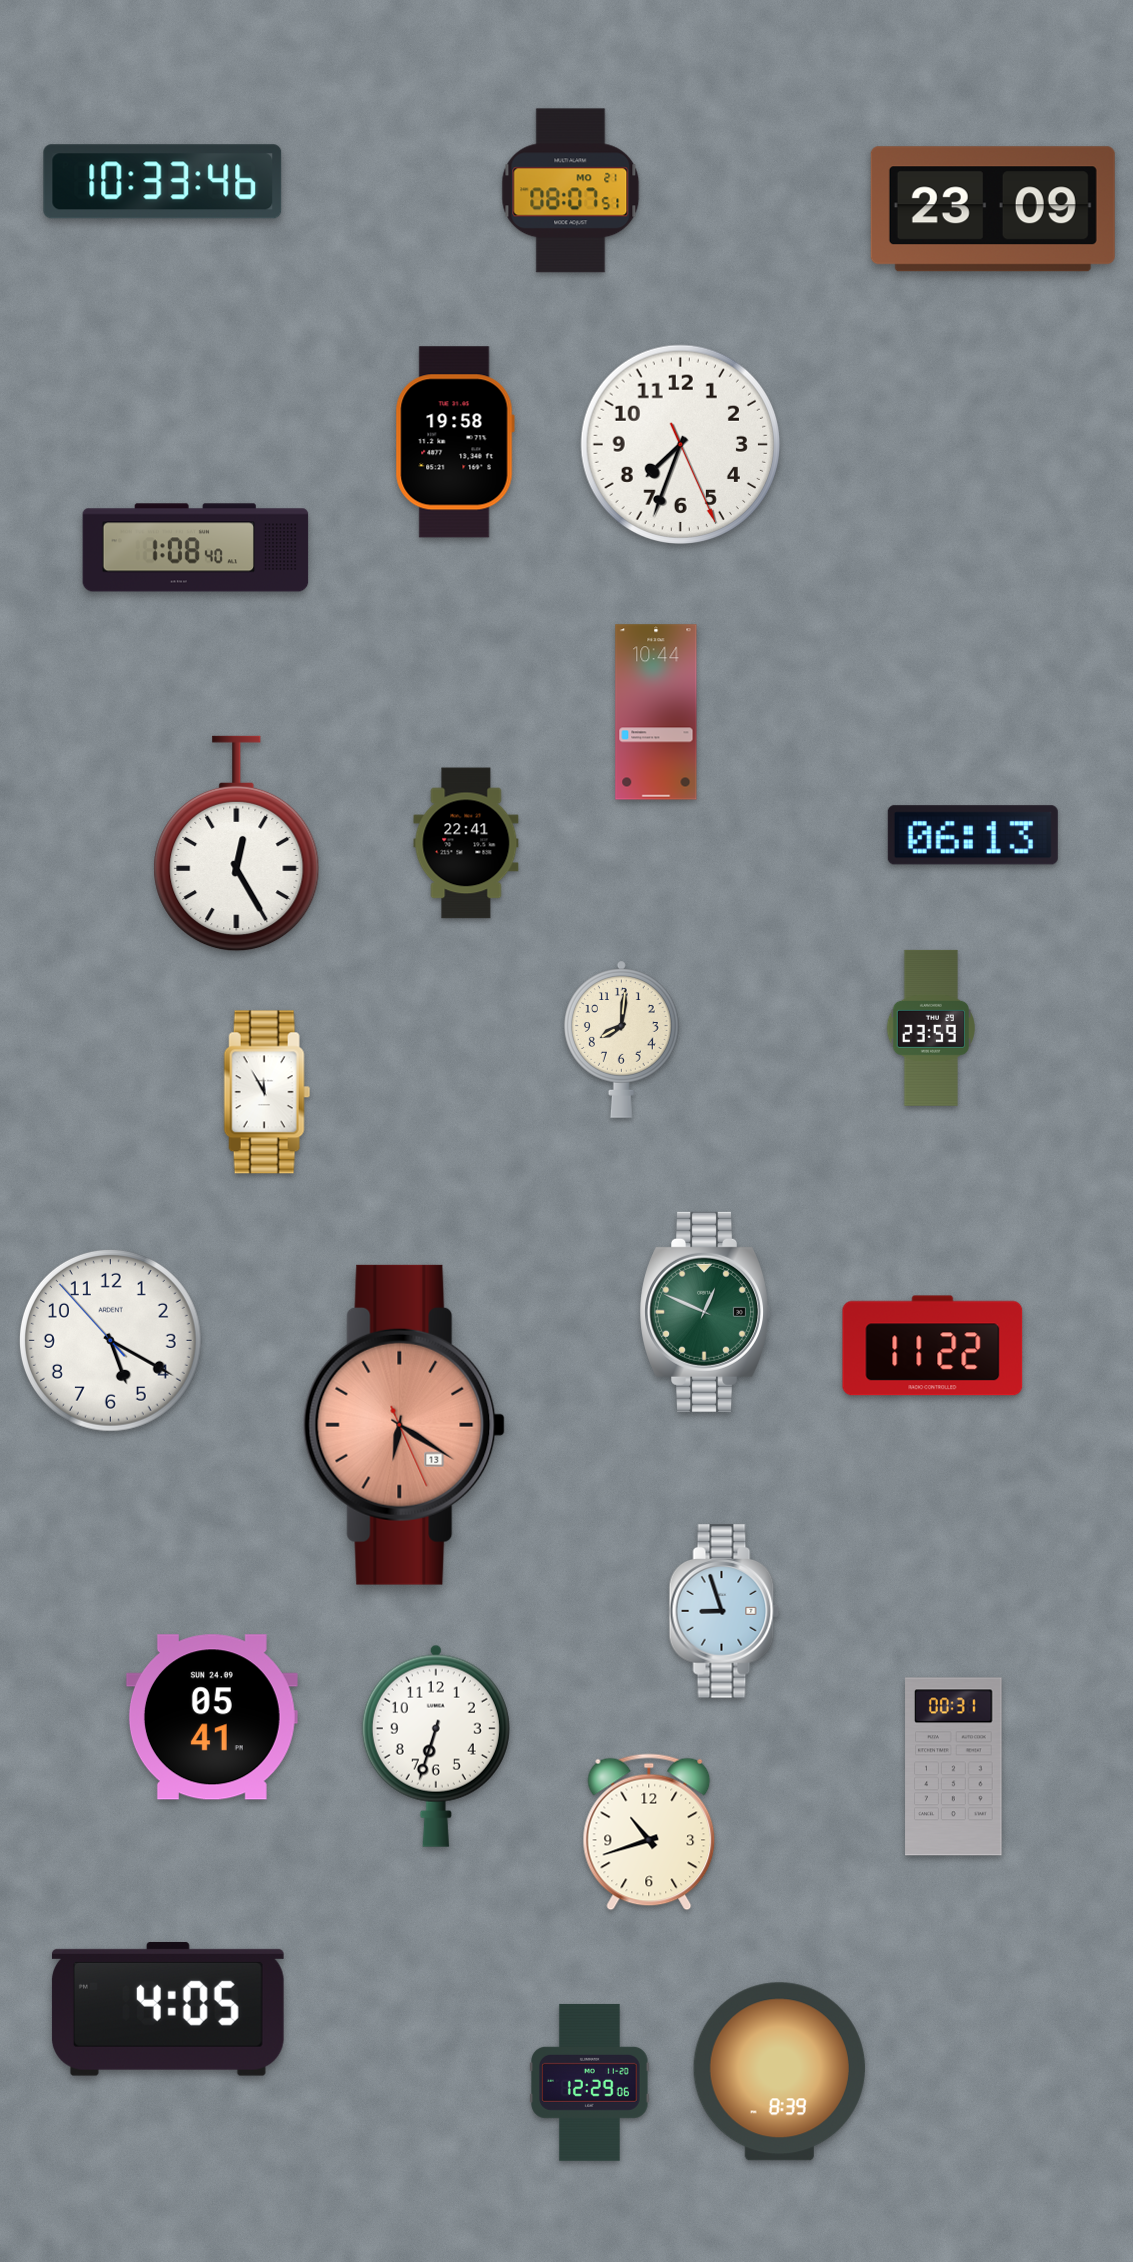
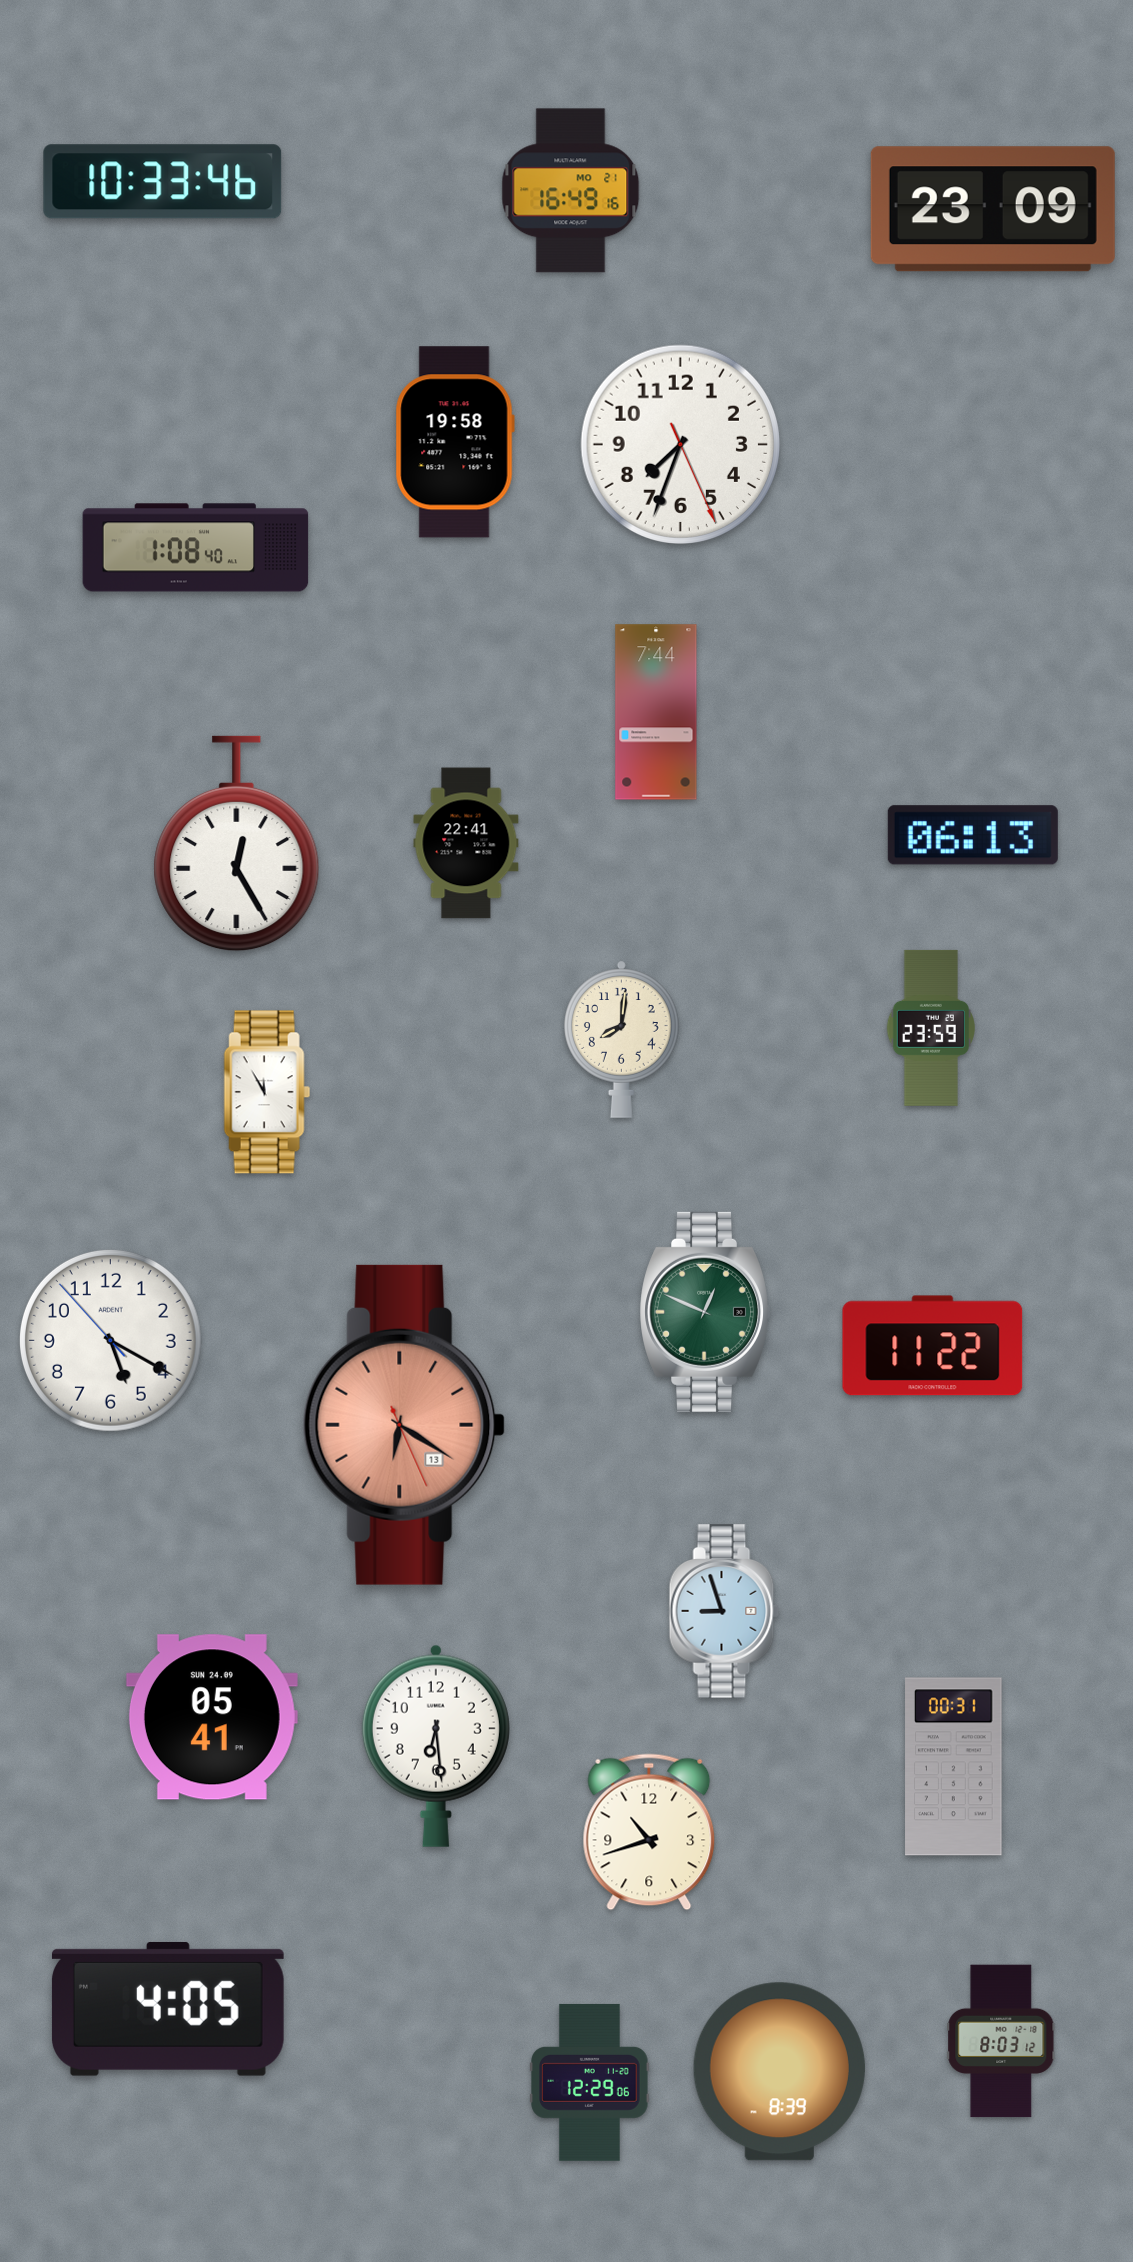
clock at (571, 191): 08:07 -> 16:49
clock at (656, 712): 10:44 -> 7:44
clock at (436, 1746): 6:33 -> 6:29
clock at (1001, 2041): none -> 8:03
